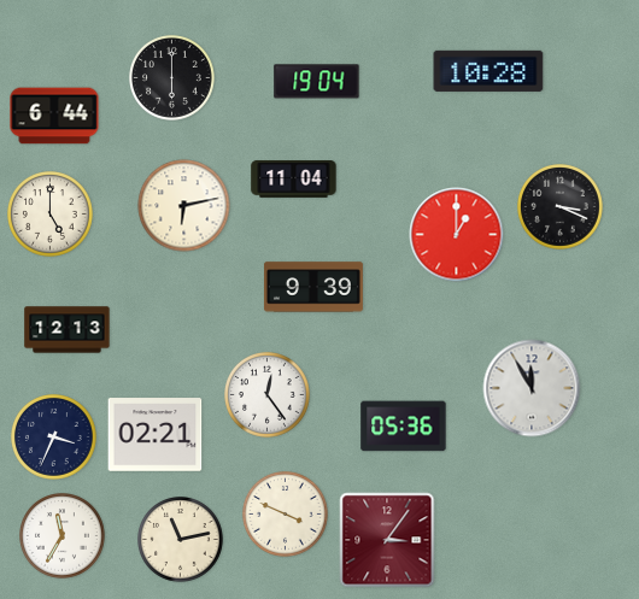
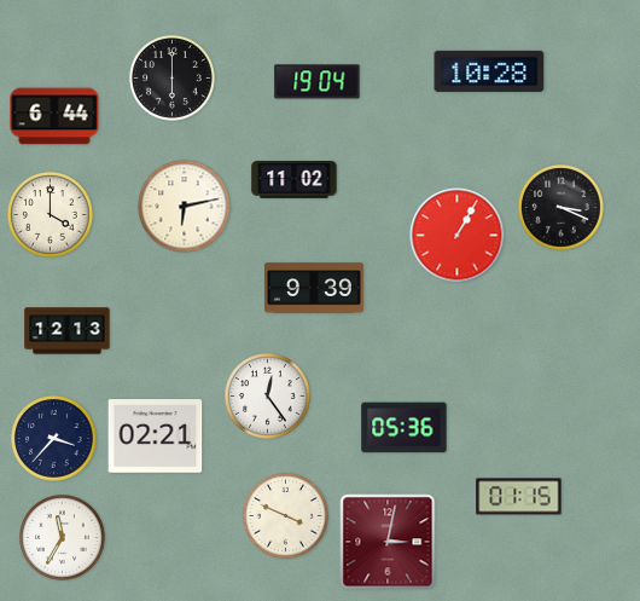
clock at (294, 180): 11:04 -> 11:02
clock at (51, 215): 5:00 -> 4:00
clock at (457, 235): 1:00 -> 1:05
clock at (532, 388): 11:55 -> none
clock at (54, 437): 3:34 -> 3:37
clock at (519, 497): none -> 01:15
clock at (181, 540): 11:13 -> none
clock at (387, 540): 3:06 -> 3:02
